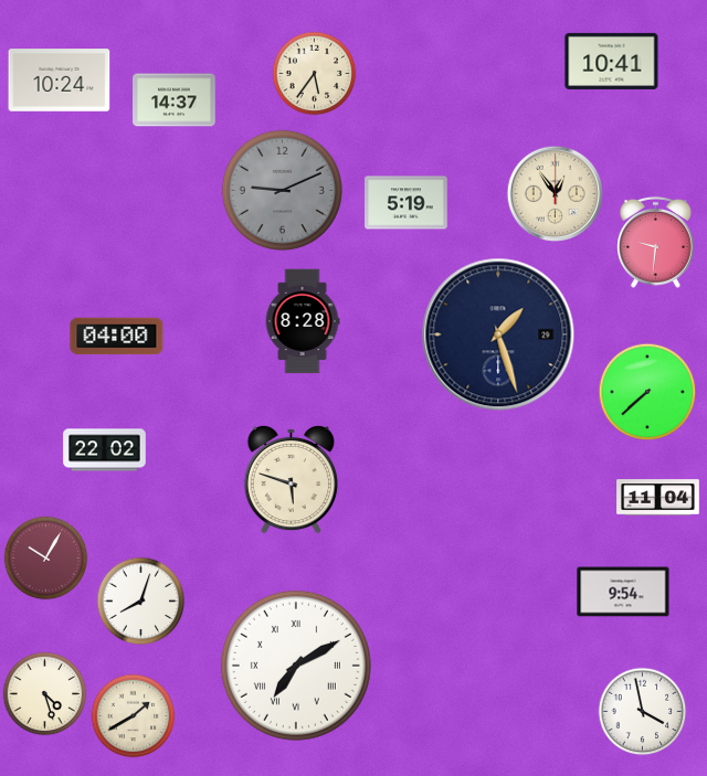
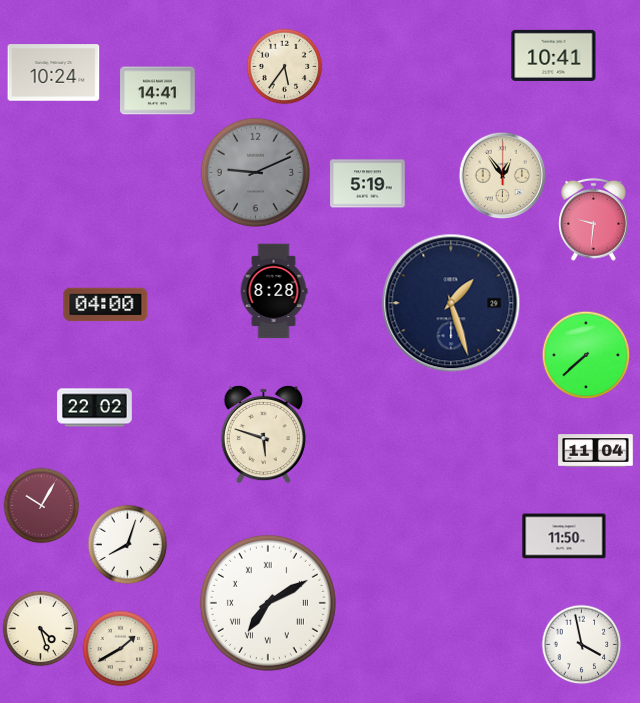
clock at (175, 100): 14:37 -> 14:41
clock at (623, 592): 9:54 -> 11:50
